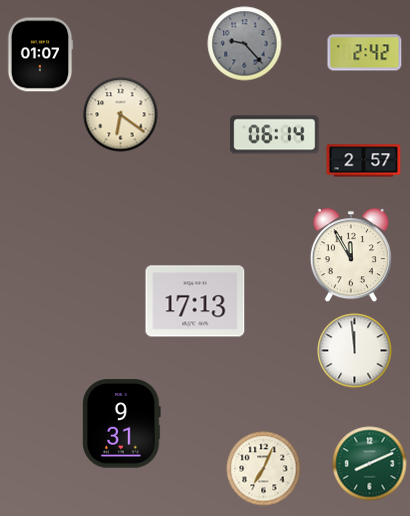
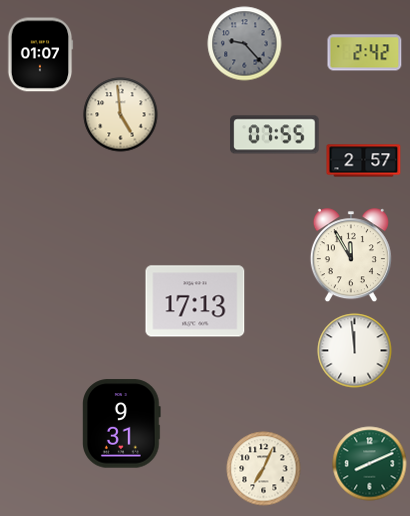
clock at (121, 115): 6:21 -> 4:59
clock at (275, 135): 06:14 -> 07:55
